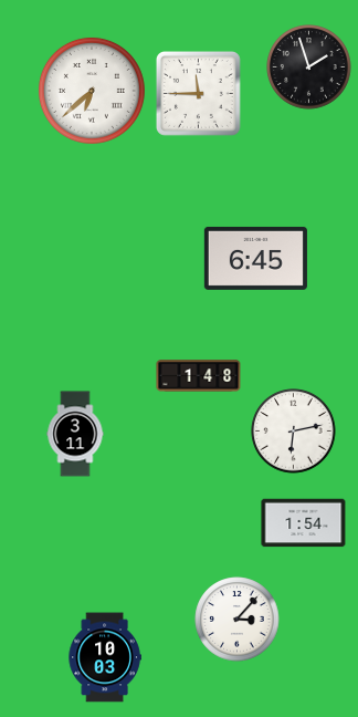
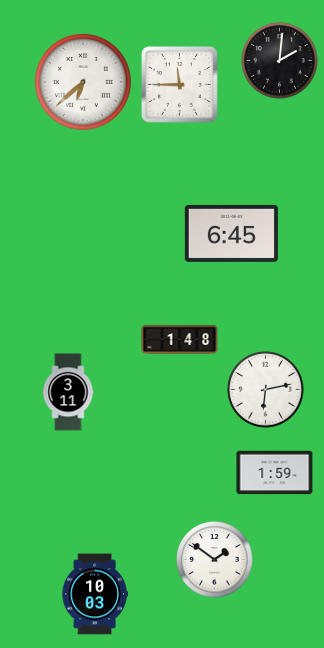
clock at (309, 67): 1:57 -> 2:01
clock at (304, 523): 1:54 -> 1:59
clock at (238, 620): 3:07 -> 1:51
